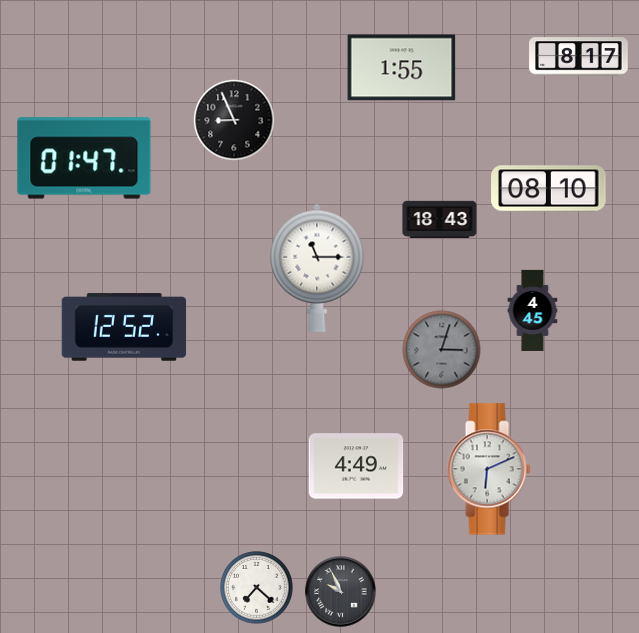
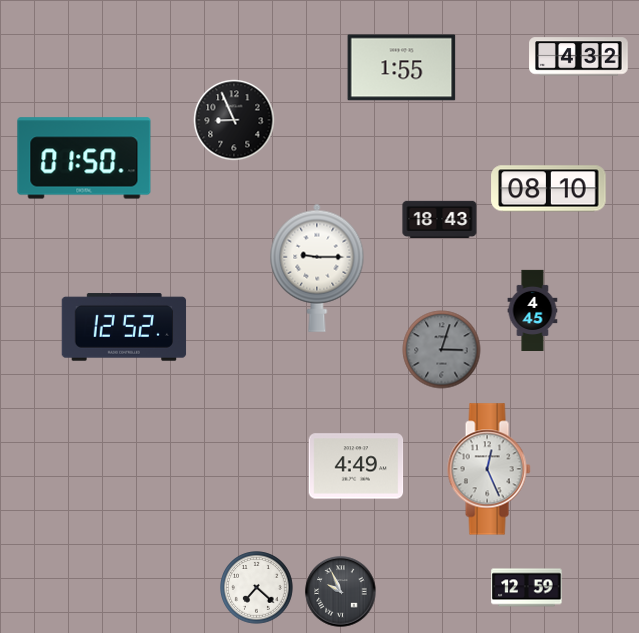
clock at (579, 57): 8:17 -> 4:32
clock at (84, 158): 01:47 -> 01:50
clock at (317, 268): 11:15 -> 9:15
clock at (489, 469): 6:11 -> 12:26
clock at (527, 588): none -> 12:59
